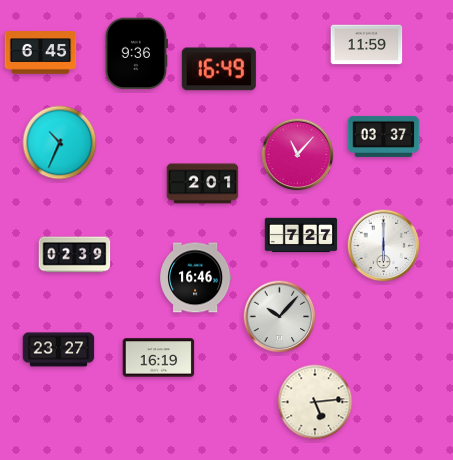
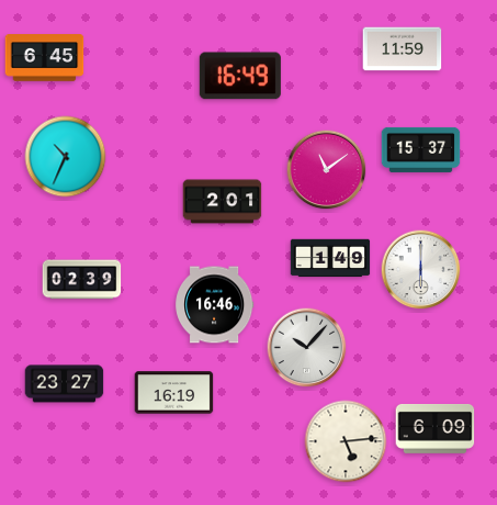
clock at (136, 54): 9:36 -> none
clock at (384, 136): 03:37 -> 15:37
clock at (298, 155): 11:07 -> 11:09
clock at (301, 235): 7:27 -> 1:49
clock at (436, 428): none -> 6:09
